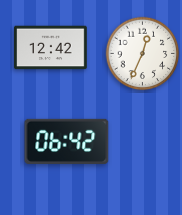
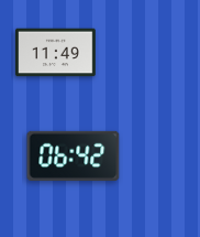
clock at (51, 48): 12:42 -> 11:49
clock at (143, 54): 12:34 -> none
